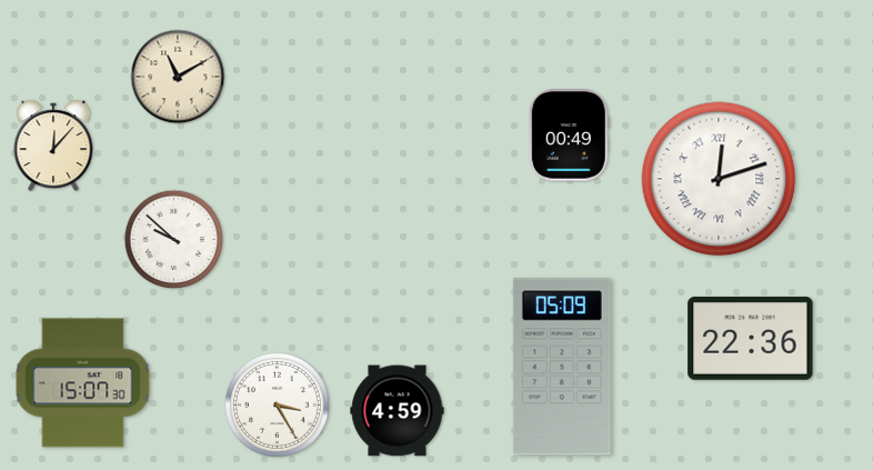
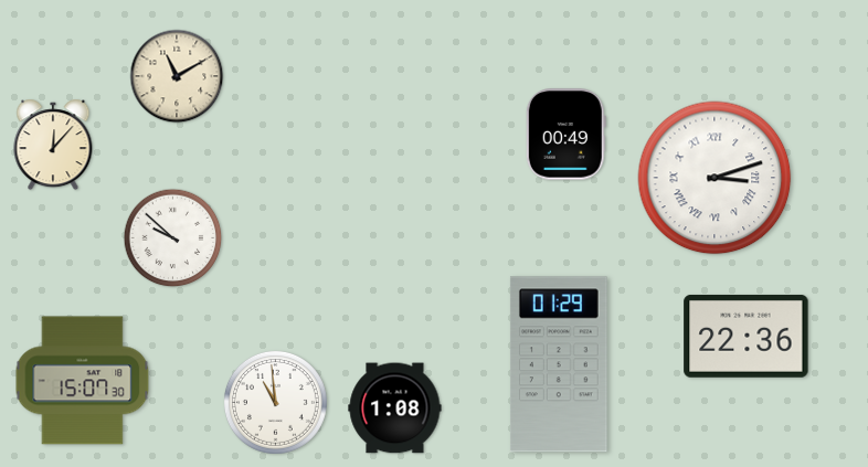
clock at (719, 179): 12:12 -> 3:12
clock at (562, 367): 05:09 -> 01:29
clock at (277, 404): 3:25 -> 10:59
clock at (398, 411): 4:59 -> 1:08
